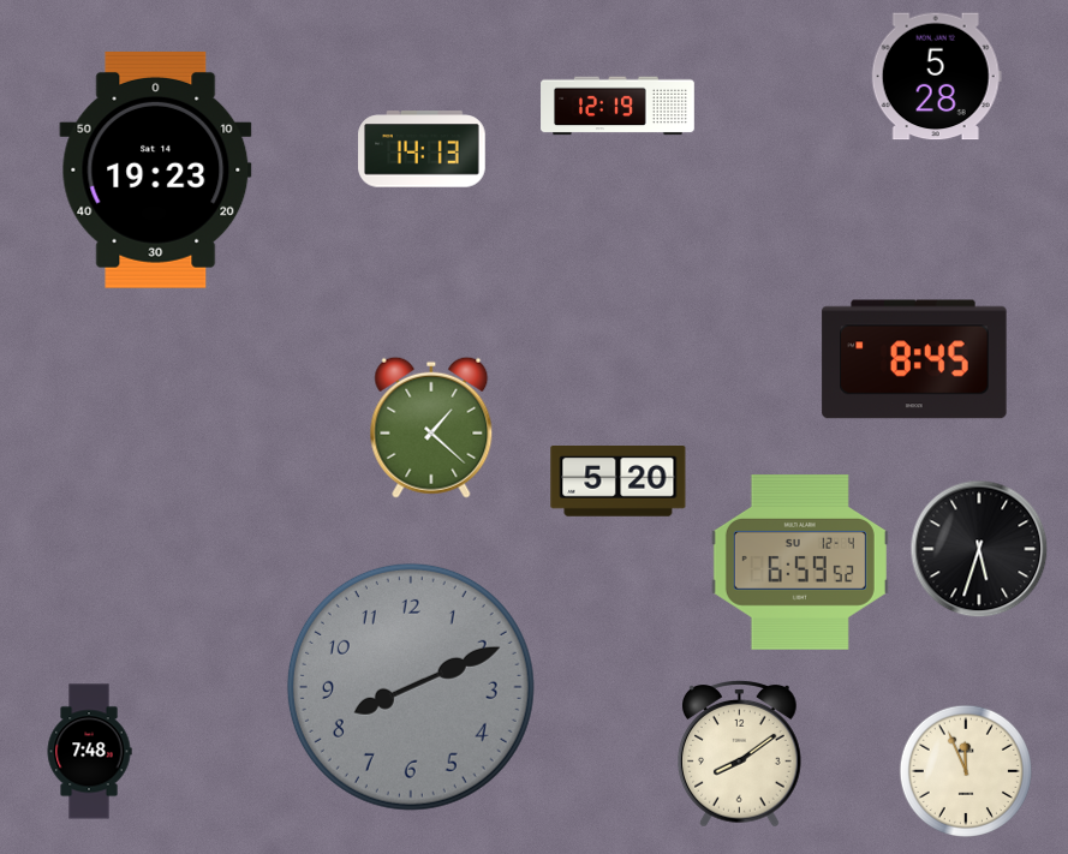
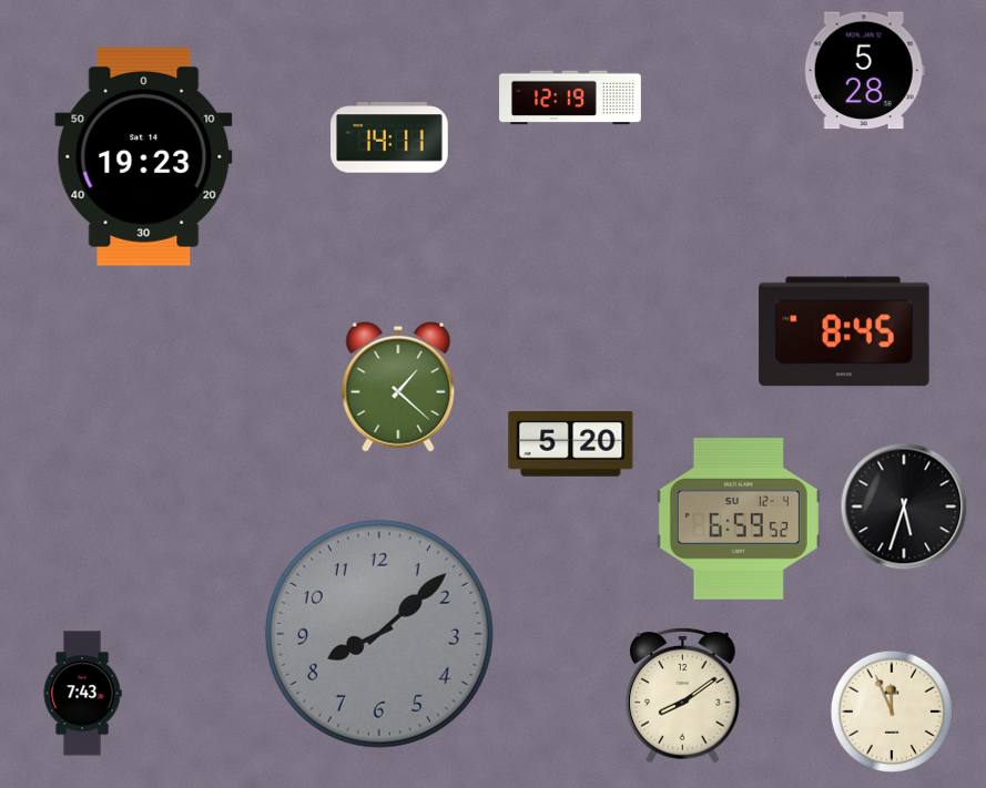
clock at (422, 149): 14:13 -> 14:11
clock at (431, 428) position: (431, 428) -> (398, 387)
clock at (411, 687): 8:11 -> 8:08
clock at (89, 752): 7:48 -> 7:43
